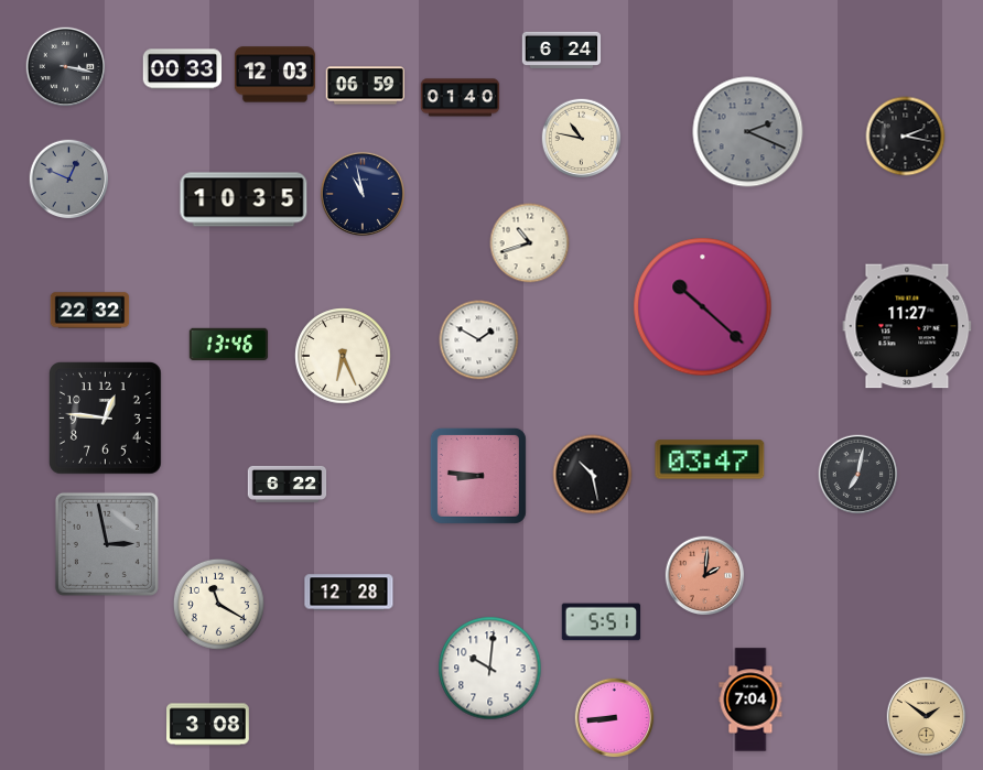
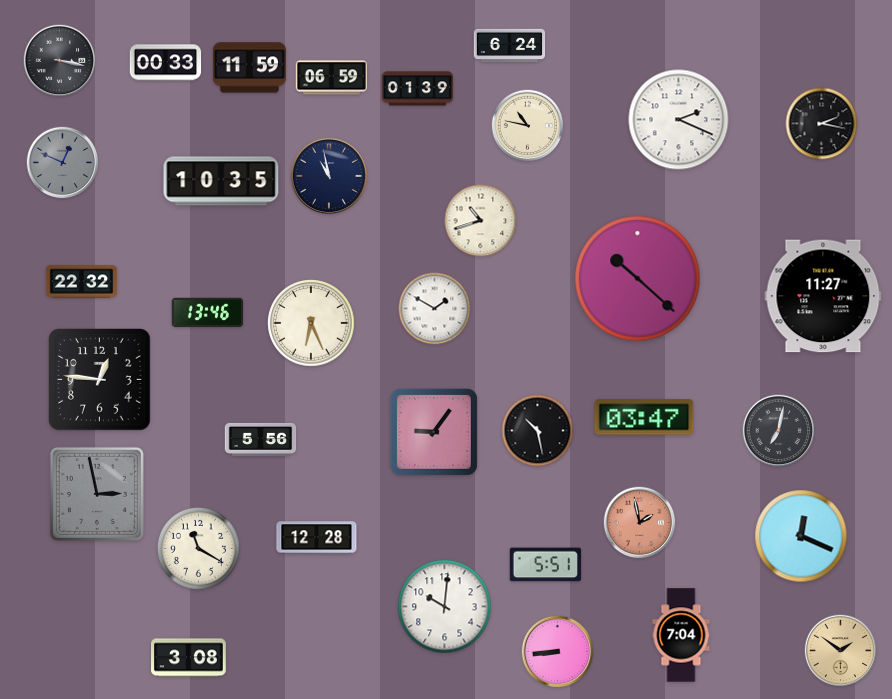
clock at (274, 75): 12:03 -> 11:59
clock at (461, 98): 01:40 -> 01:39
clock at (748, 132) dial: grey -> white
clock at (106, 419) position: (106, 419) -> (100, 380)
clock at (478, 476): 8:46 -> 9:06
clock at (288, 484): 6:22 -> 5:56
clock at (705, 576): 2:01 -> 1:58
clock at (801, 536): none -> 12:19
